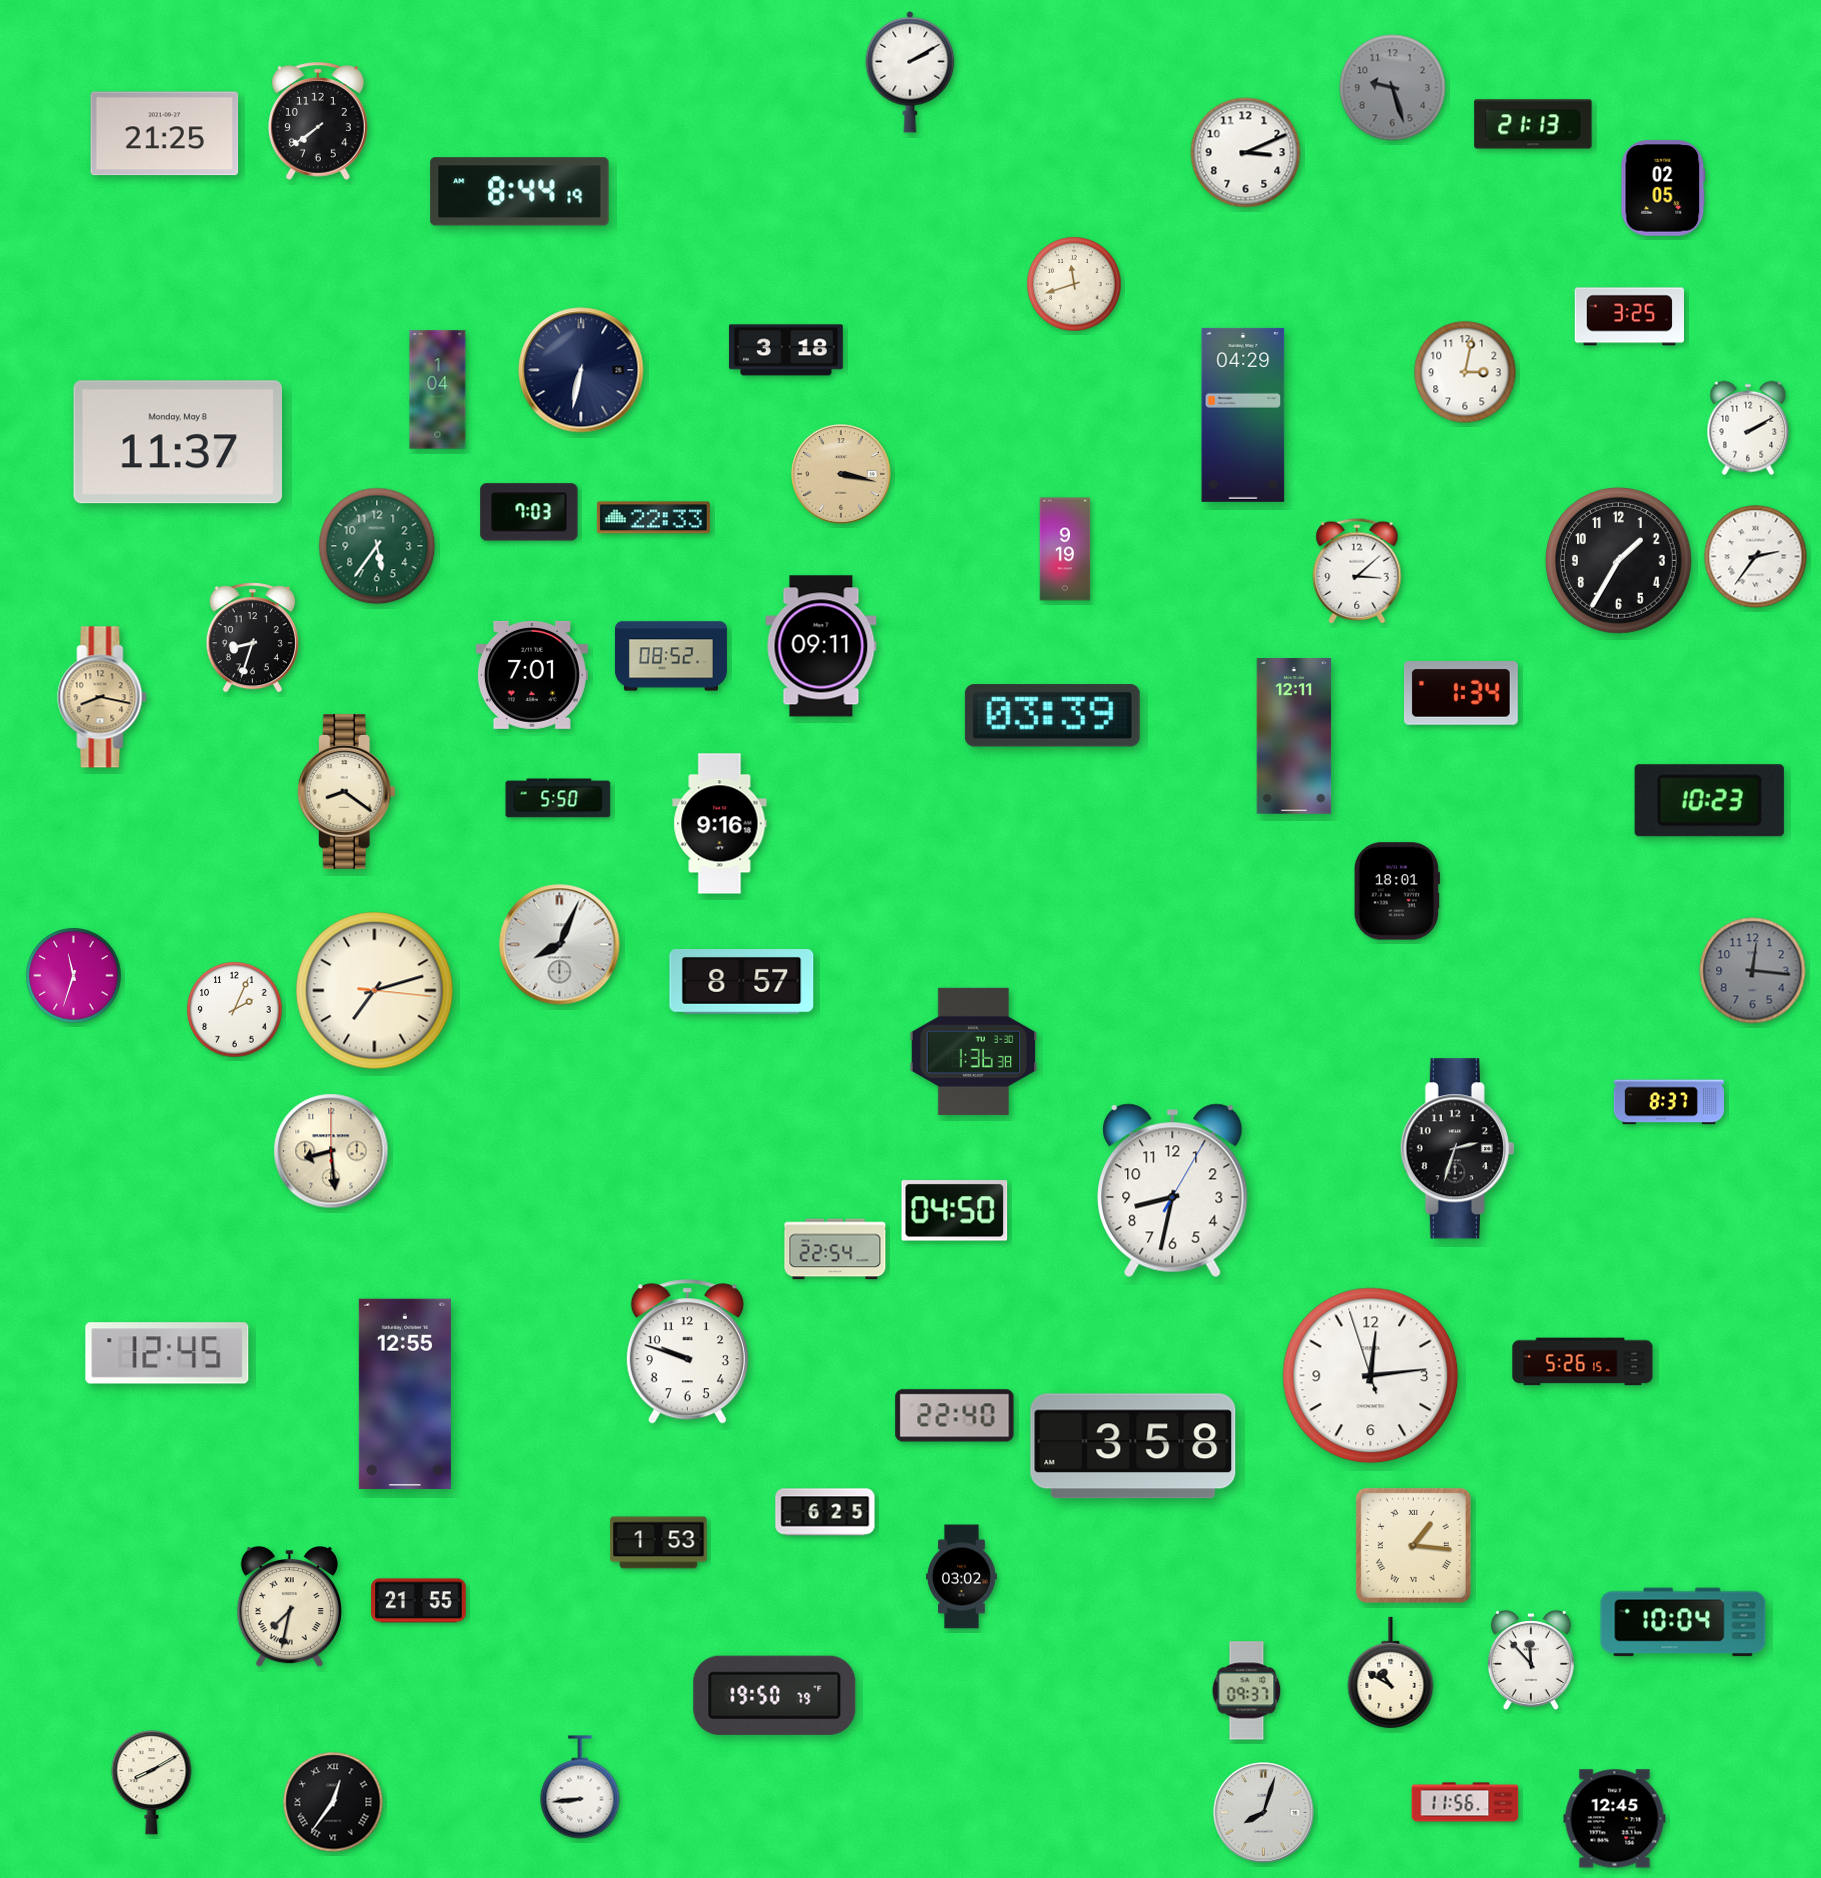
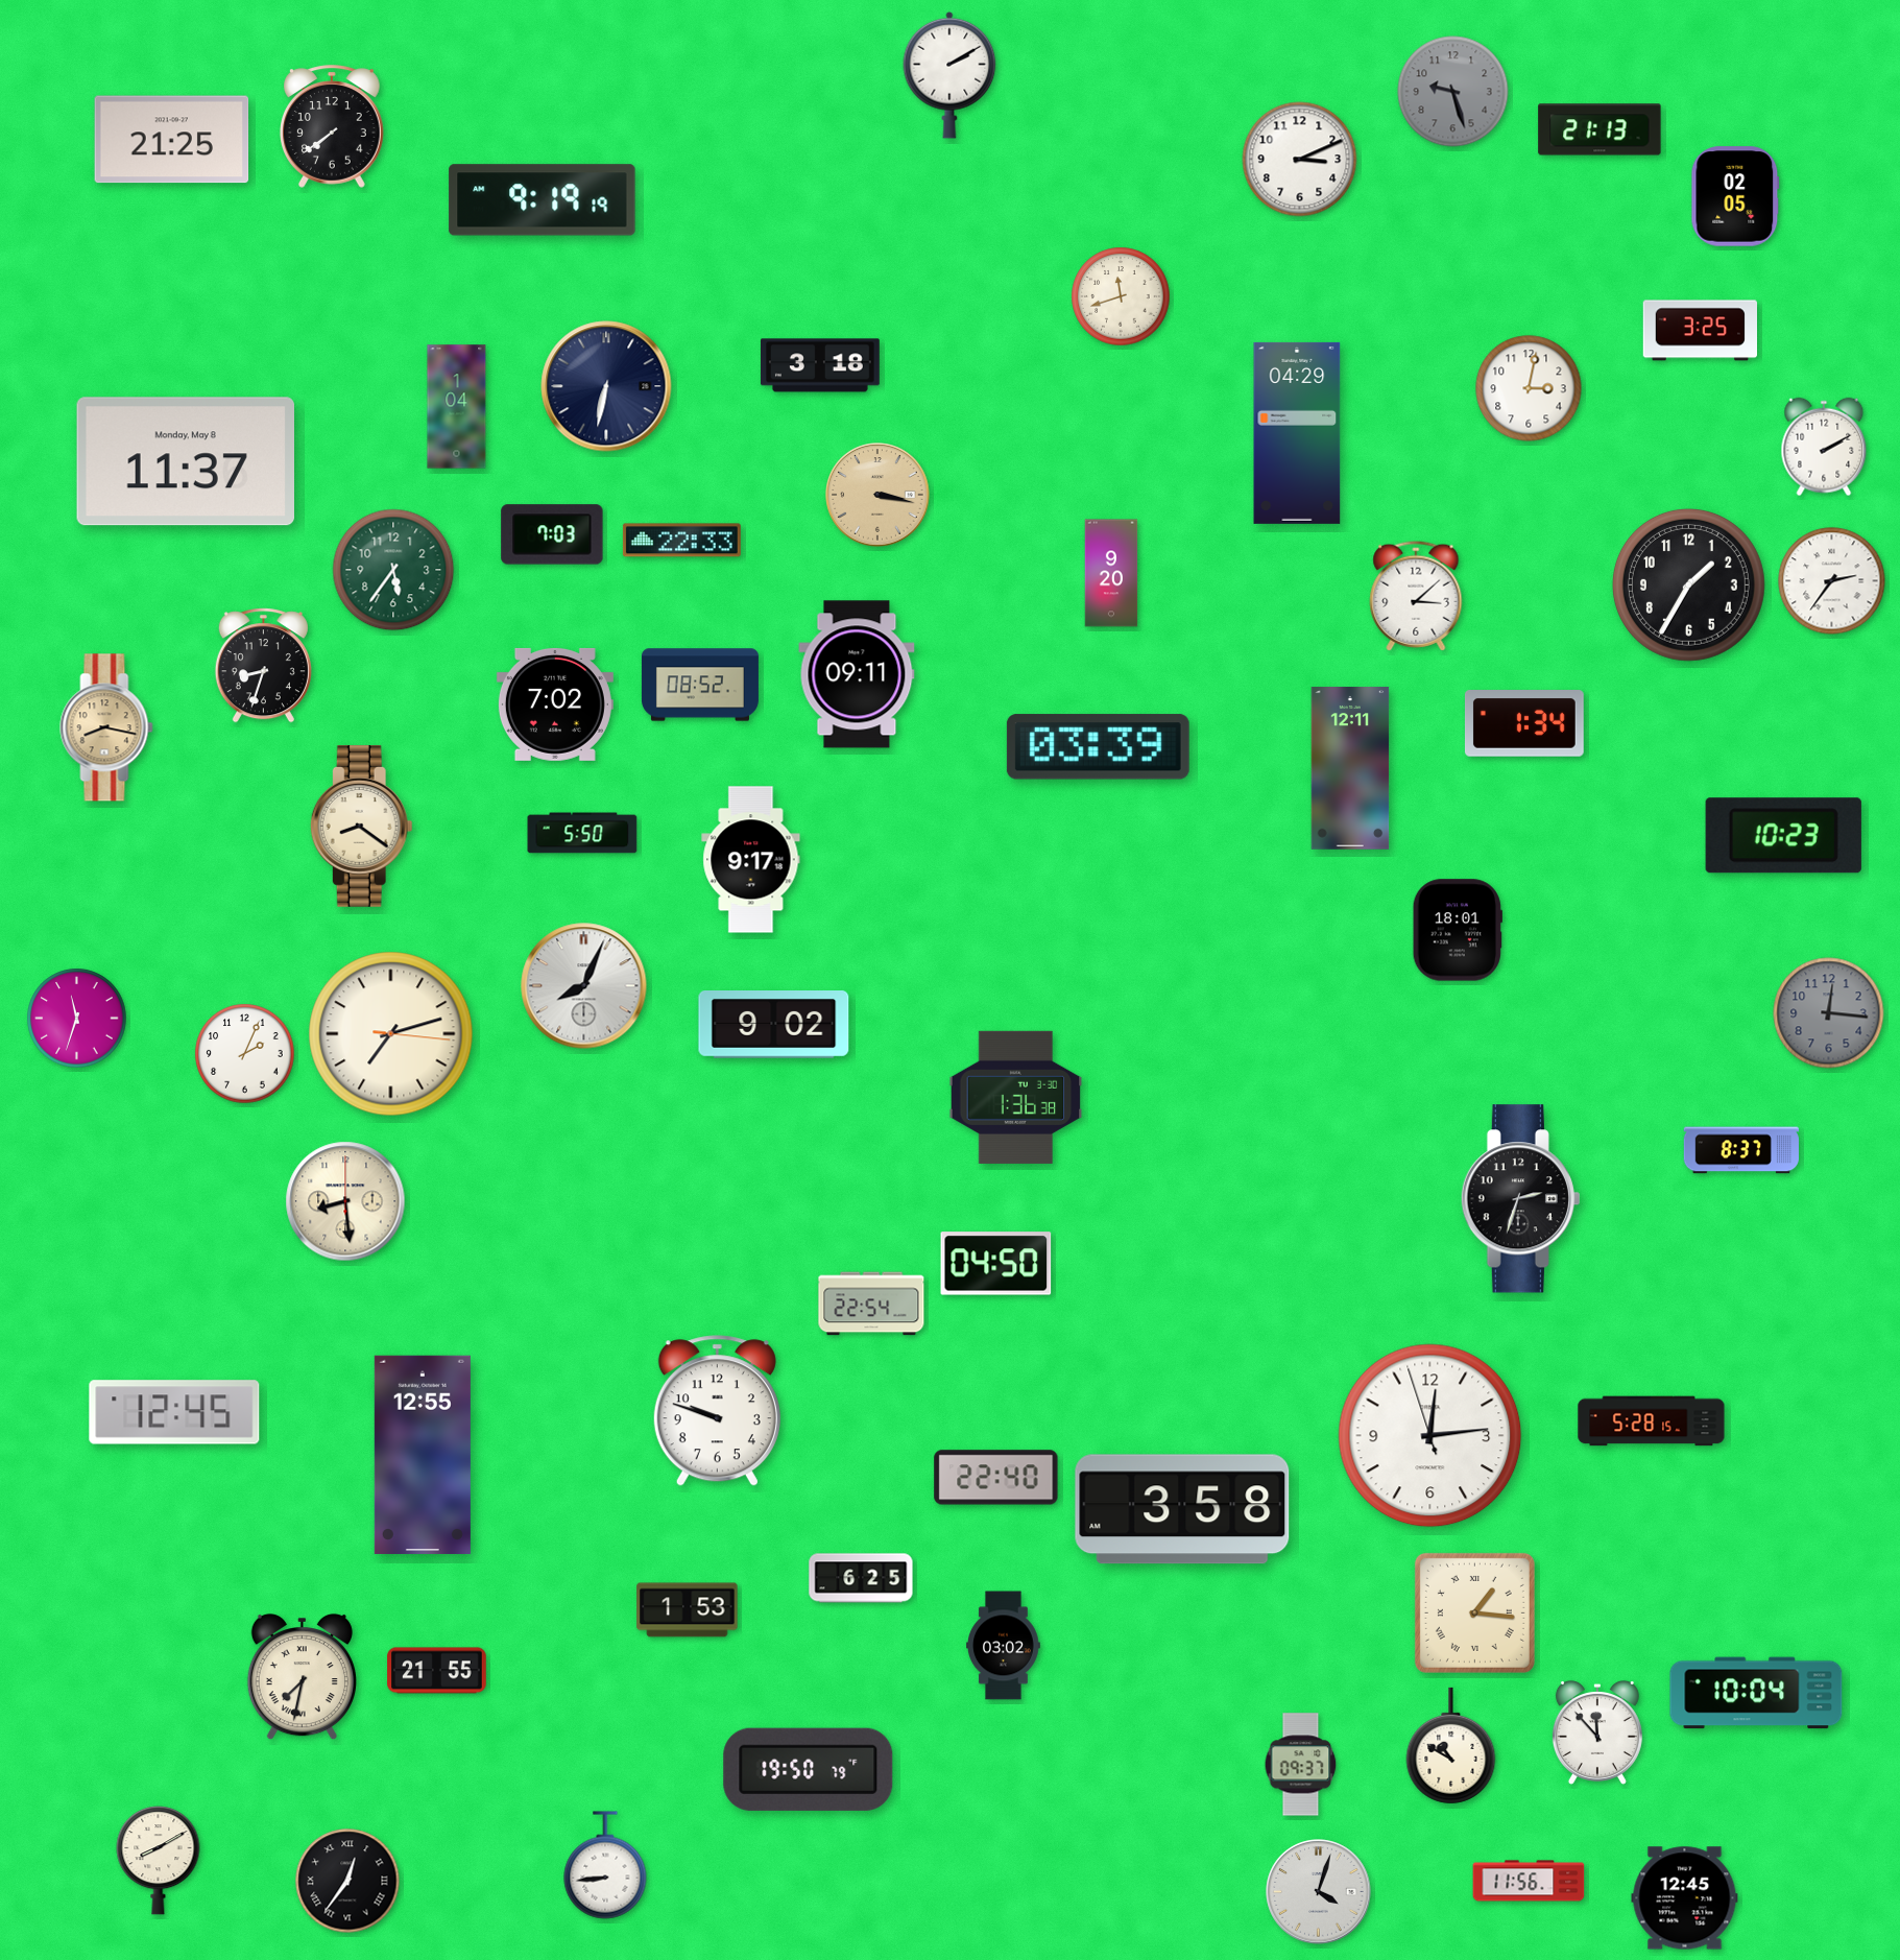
clock at (520, 192): 8:44 -> 9:19
clock at (1065, 549): 9:19 -> 9:20
clock at (532, 675): 7:01 -> 7:02
clock at (720, 824): 9:16 -> 9:17
clock at (742, 982): 8:57 -> 9:02
clock at (1173, 1191): 8:32 -> none
clock at (1583, 1362): 5:26 -> 5:28
clock at (1264, 1813): 8:03 -> 4:03
